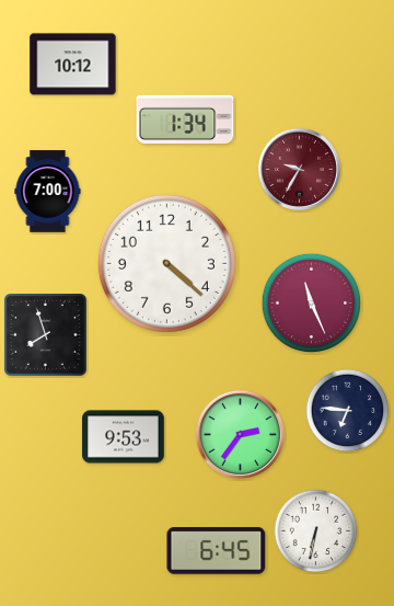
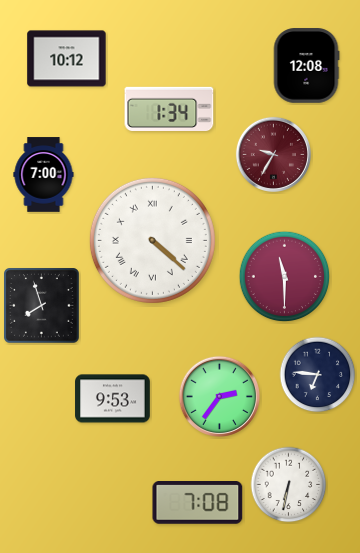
clock at (306, 66): none -> 12:08
clock at (166, 263) numerals: Arabic -> Roman
clock at (312, 304): 11:26 -> 11:30
clock at (217, 551): 6:45 -> 7:08
